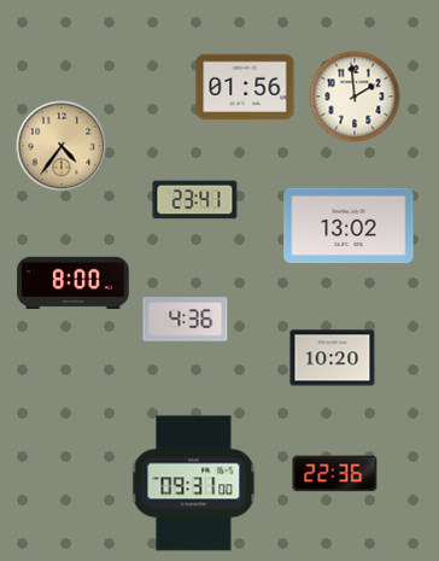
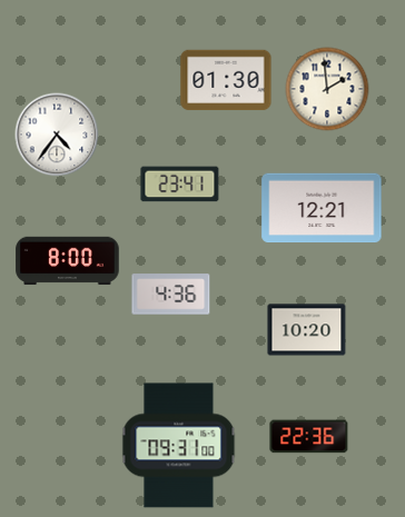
clock at (245, 87): 01:56 -> 01:30
clock at (62, 146) dial: champagne -> white
clock at (349, 226): 13:02 -> 12:21
